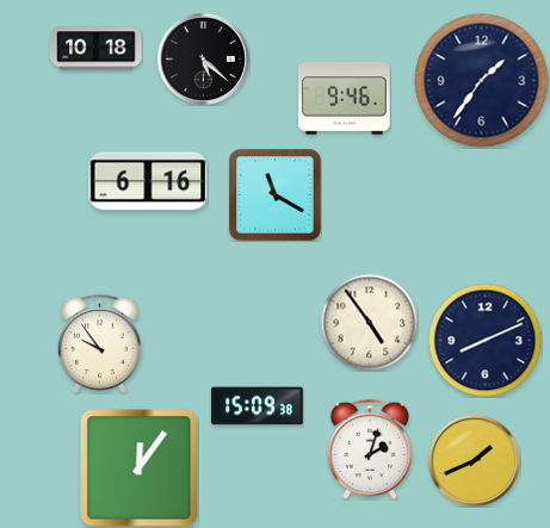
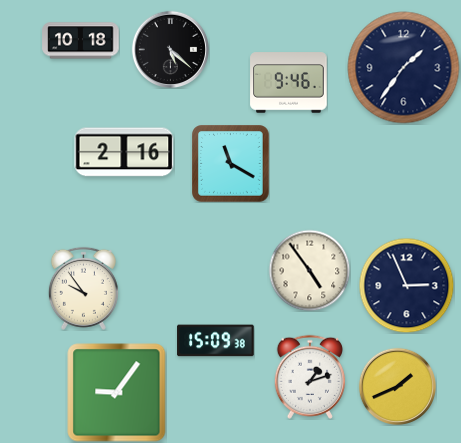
clock at (148, 181): 6:16 -> 2:16
clock at (484, 340): 8:11 -> 2:56
clock at (370, 449): 2:03 -> 1:12
clock at (140, 468): 12:06 -> 9:06
